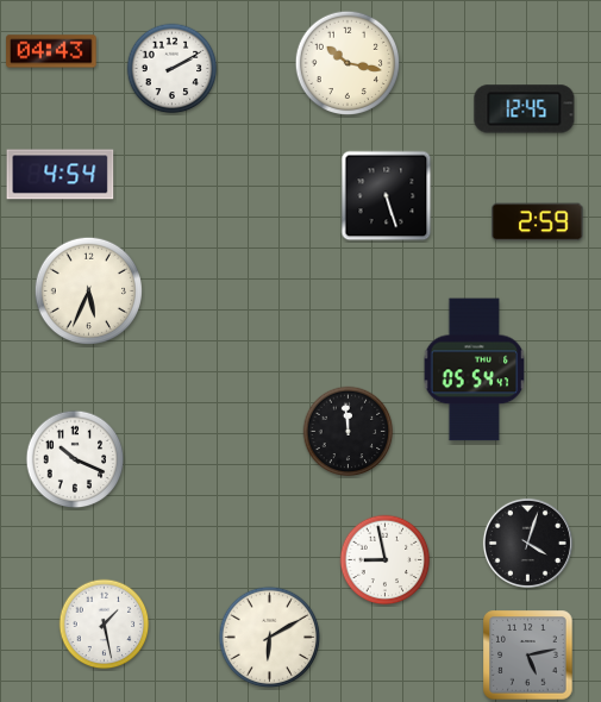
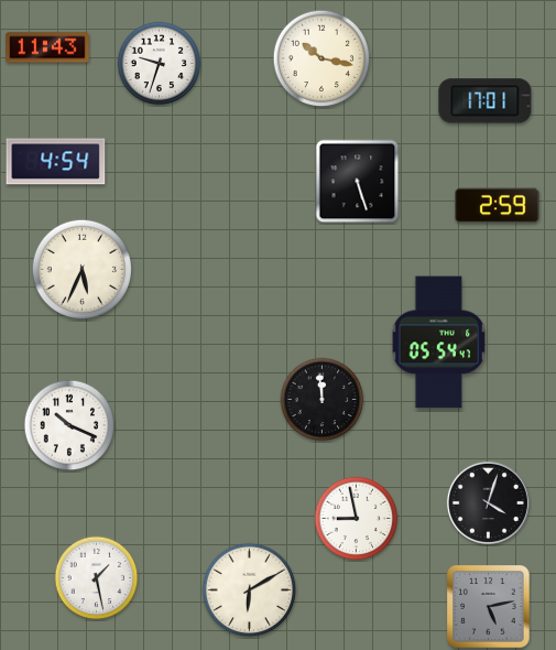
clock at (51, 51): 04:43 -> 11:43
clock at (173, 69): 2:10 -> 9:33
clock at (525, 109): 12:45 -> 17:01
